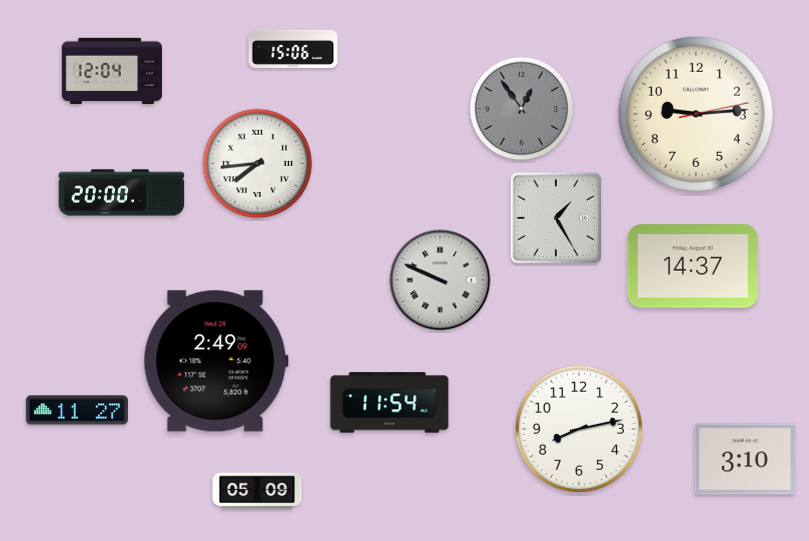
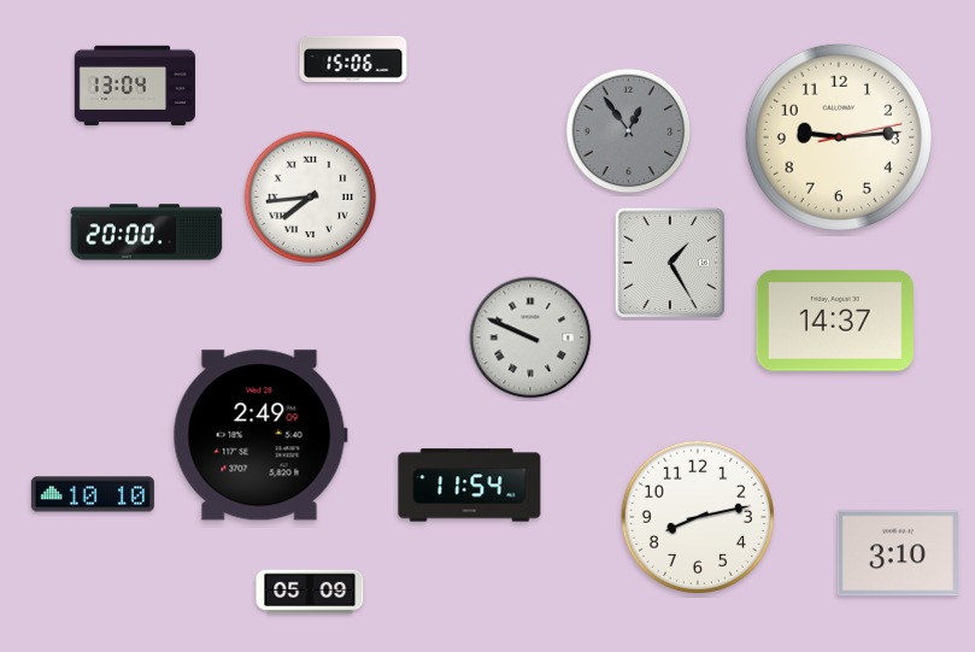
clock at (112, 71): 12:04 -> 13:04
clock at (77, 410): 11:27 -> 10:10
